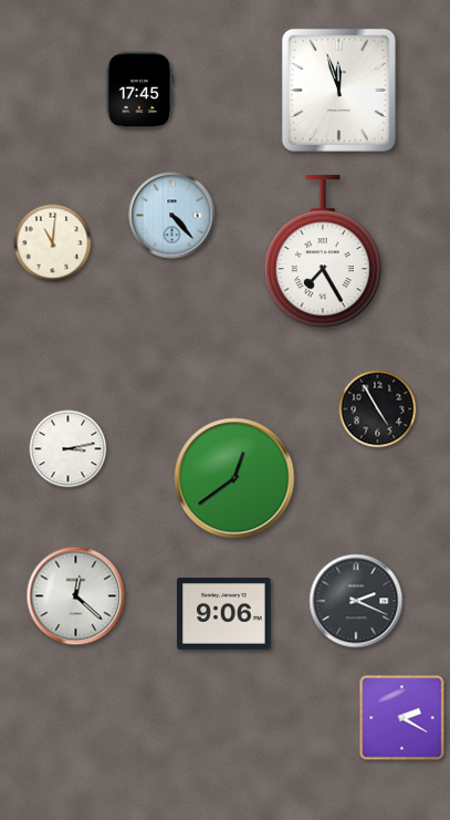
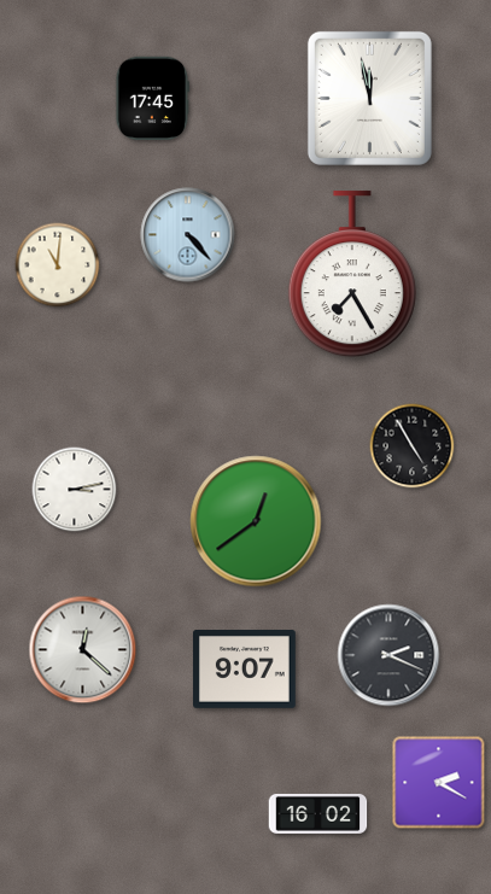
clock at (338, 90): 11:57 -> 11:58
clock at (224, 614): 9:06 -> 9:07
clock at (318, 813): none -> 16:02
